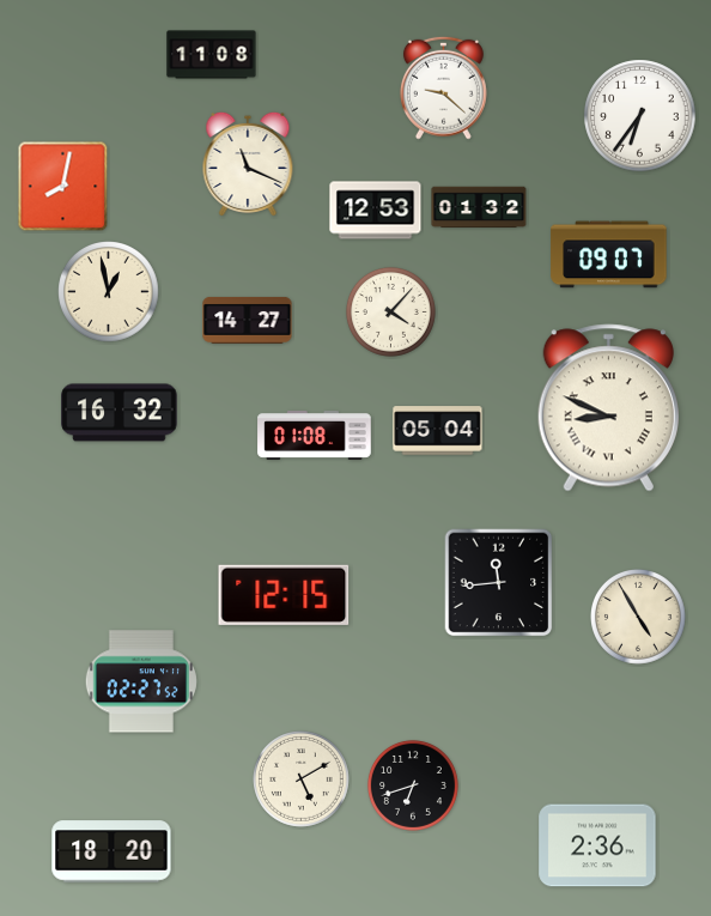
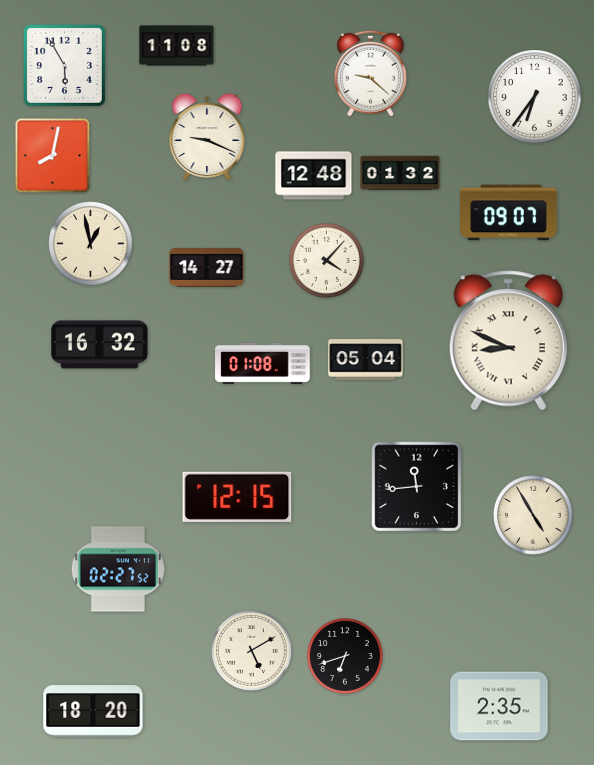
clock at (64, 65): none -> 5:55
clock at (248, 163): 11:19 -> 9:19
clock at (376, 211): 12:53 -> 12:48
clock at (597, 845): 2:36 -> 2:35
